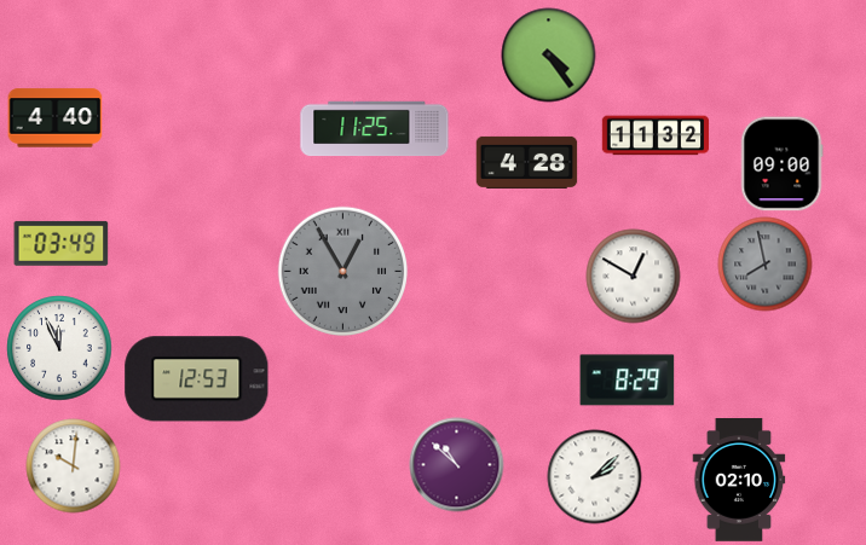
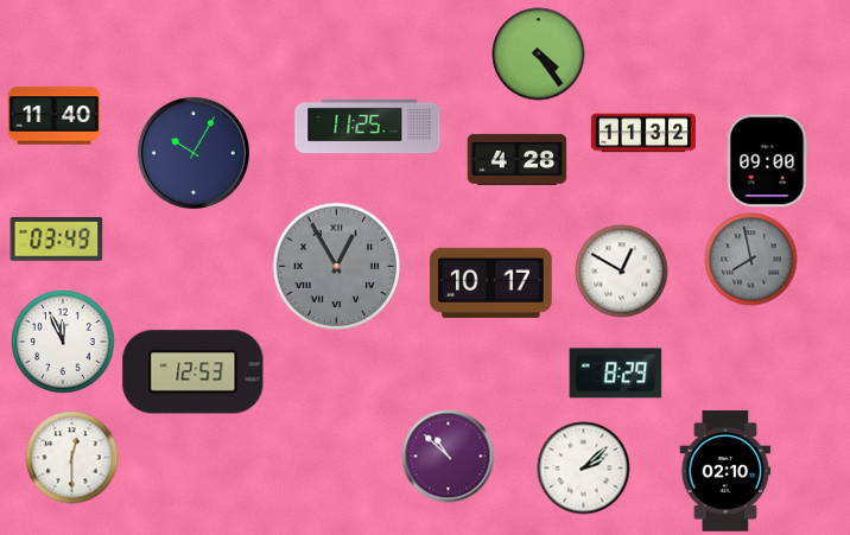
clock at (54, 118): 4:40 -> 11:40
clock at (194, 153): none -> 10:05
clock at (60, 243) position: (60, 243) -> (56, 238)
clock at (491, 282): none -> 10:17
clock at (59, 348) position: (59, 348) -> (63, 342)
clock at (73, 465): 10:01 -> 12:30
